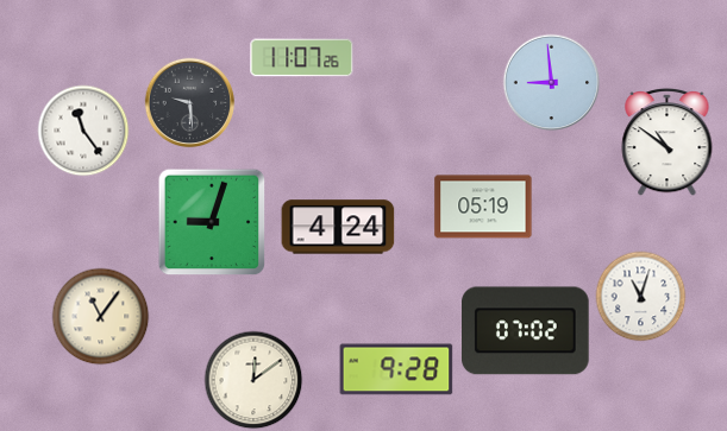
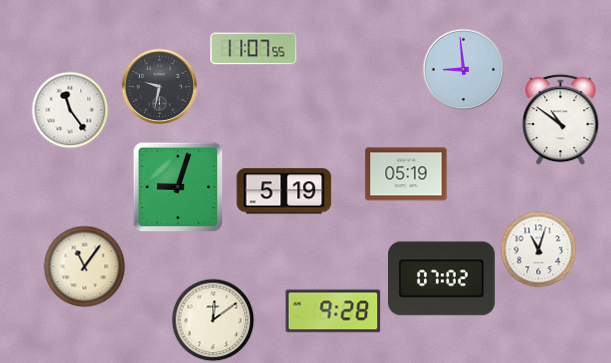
clock at (302, 58): 11:07:26 -> 11:07:55
clock at (190, 103): 9:29 -> 9:32
clock at (338, 227): 4:24 -> 5:19
